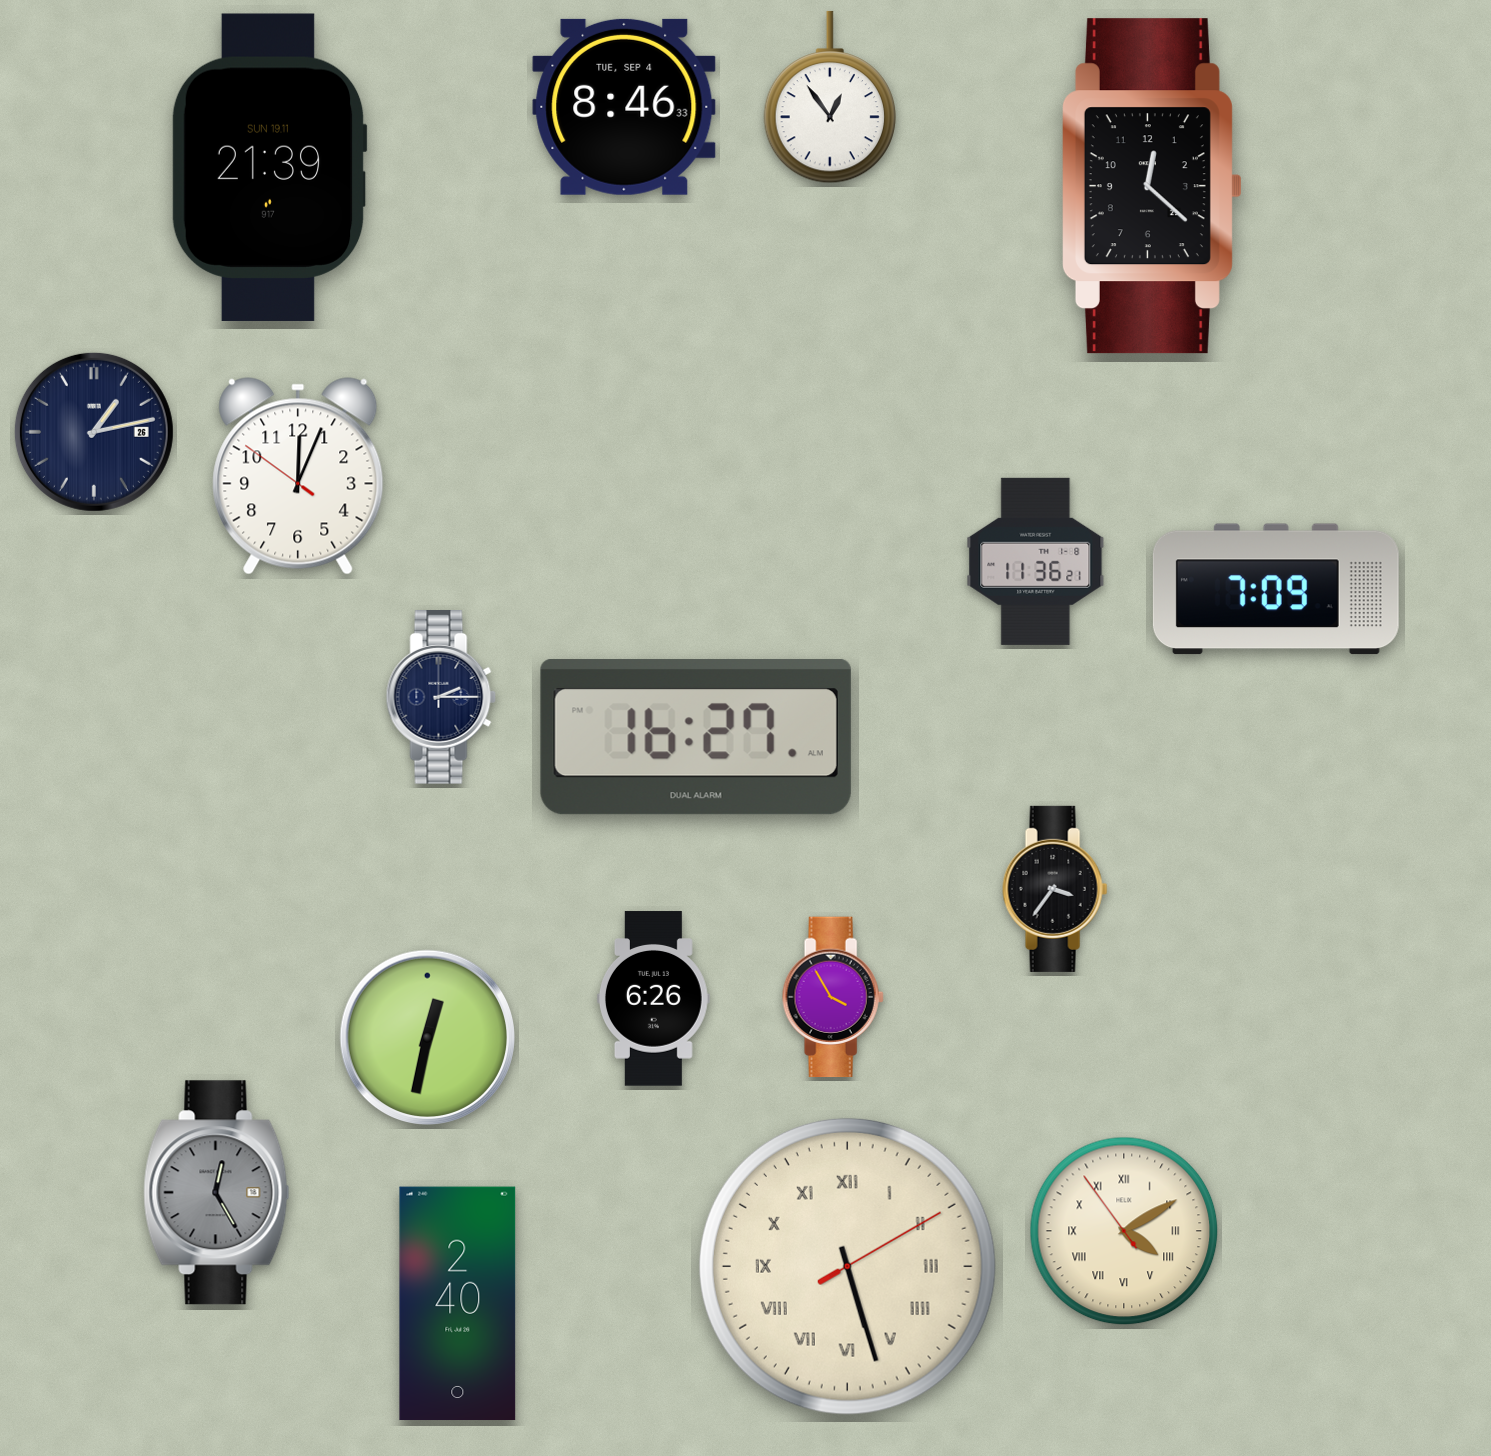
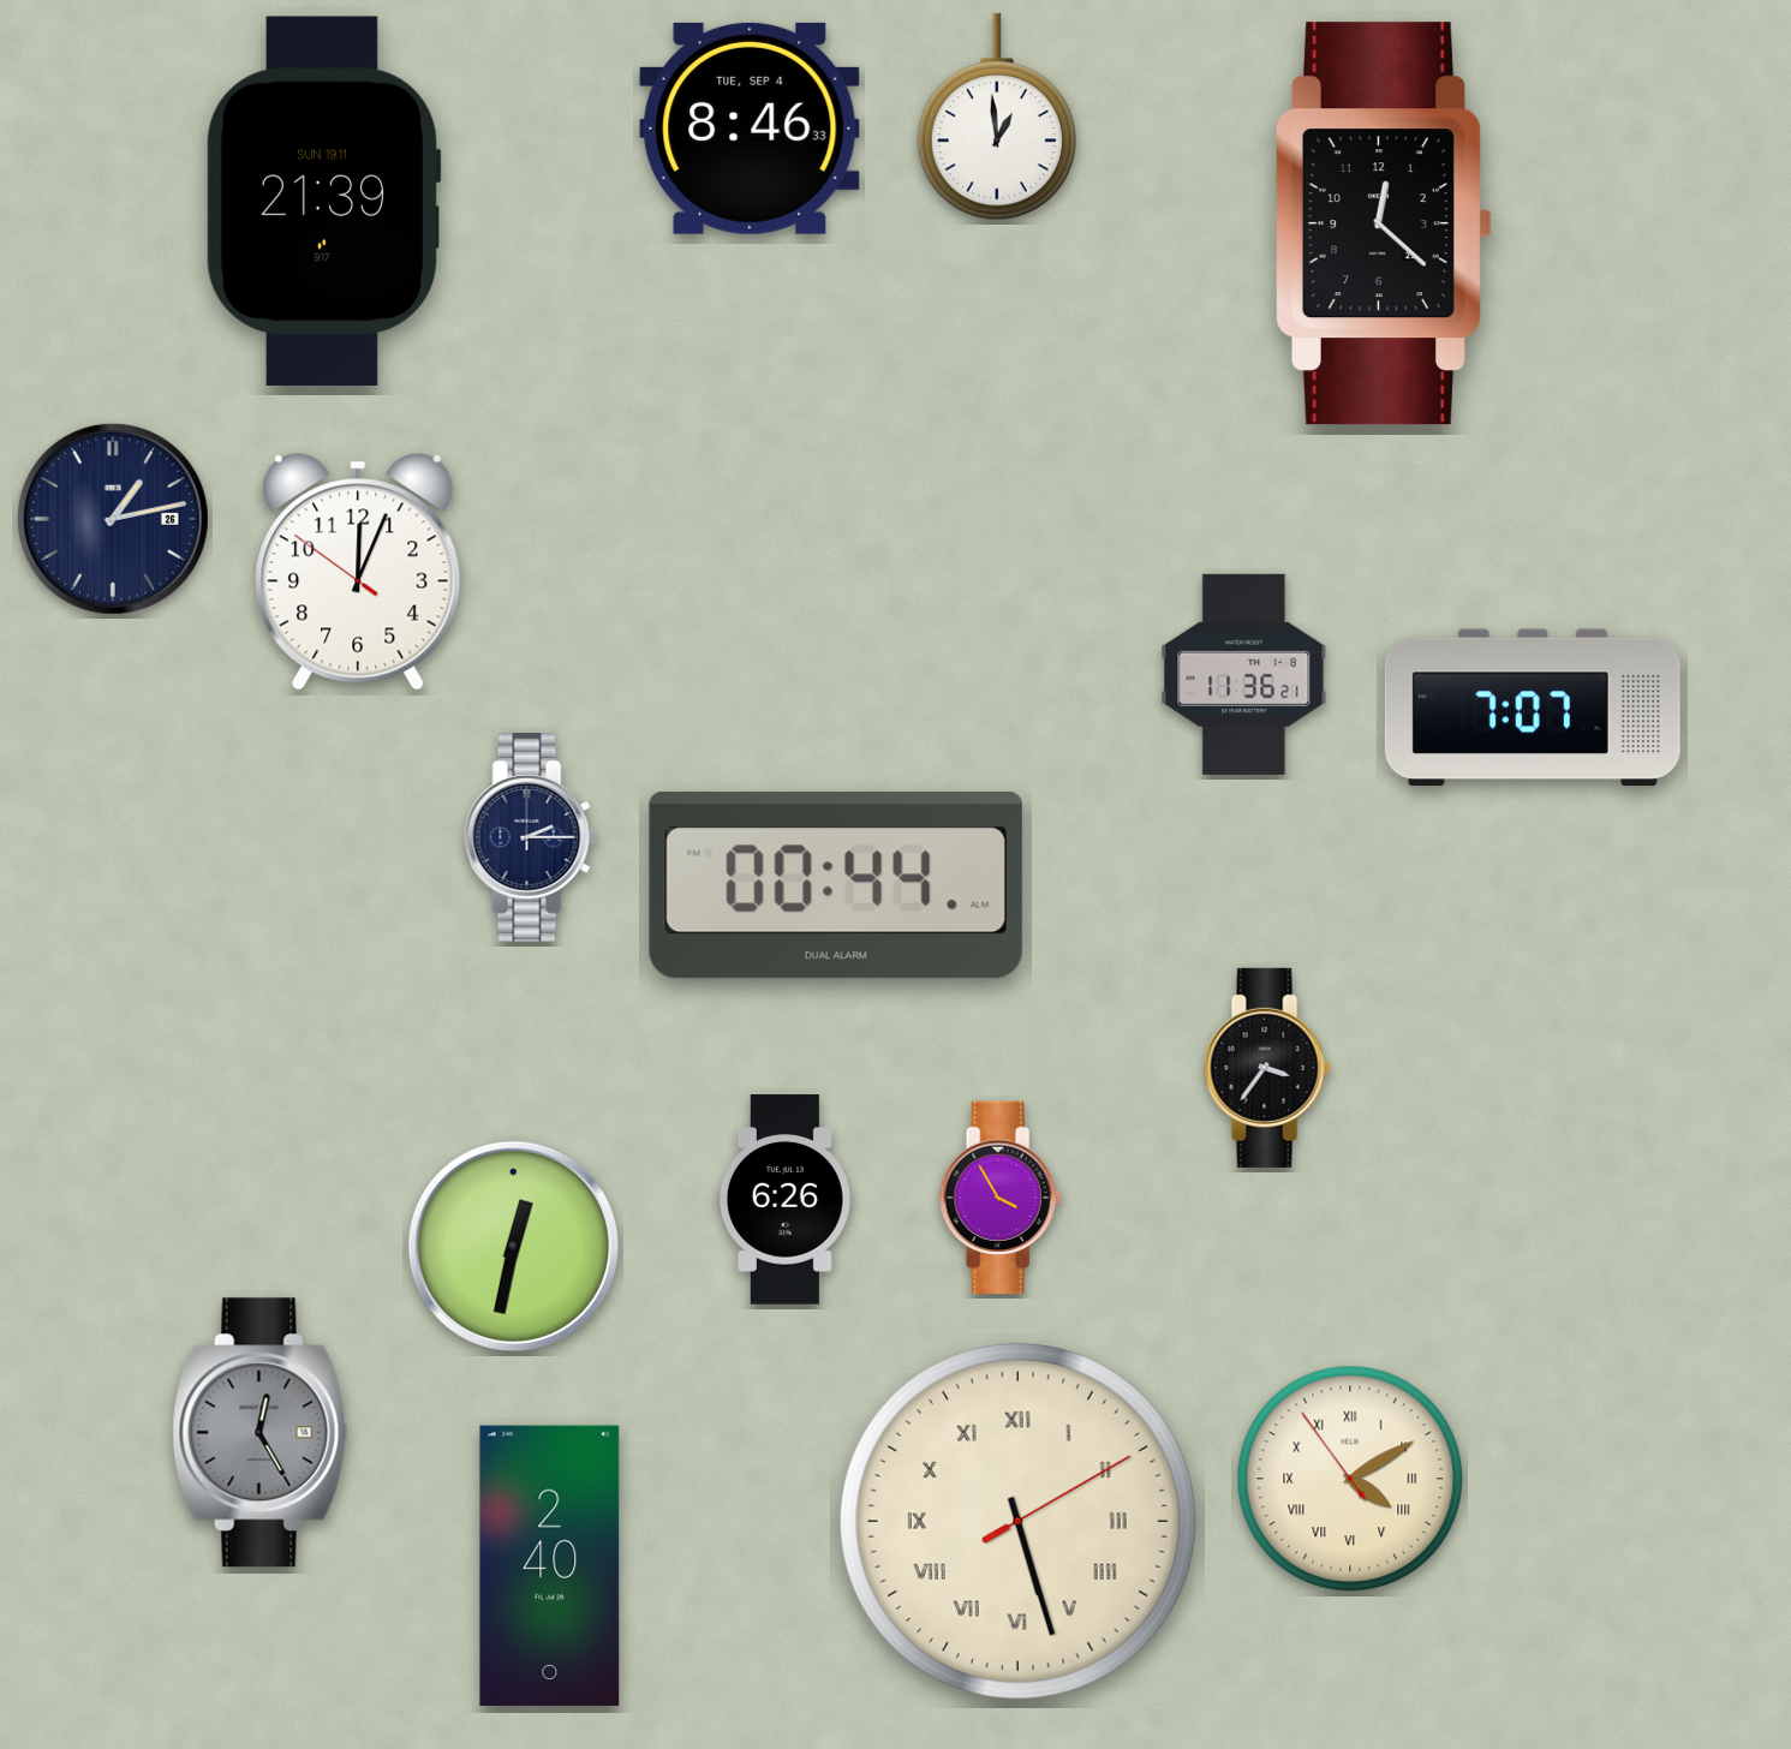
clock at (829, 97): 12:54 -> 12:59
clock at (1276, 589): 7:09 -> 7:07
clock at (696, 737): 16:27 -> 00:44
